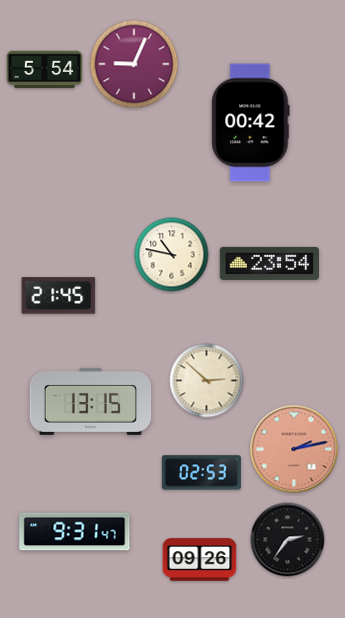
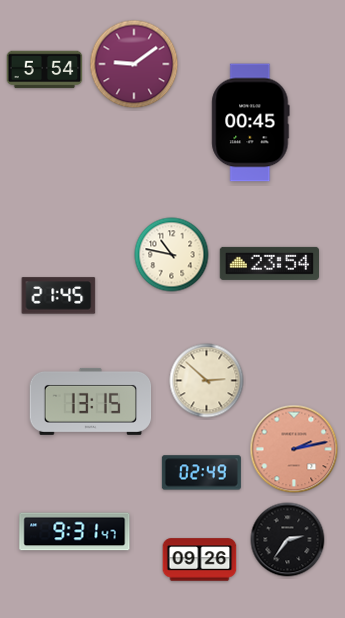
clock at (134, 64): 9:04 -> 9:09
clock at (251, 123): 00:42 -> 00:45
clock at (201, 473): 02:53 -> 02:49
